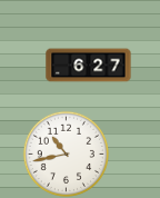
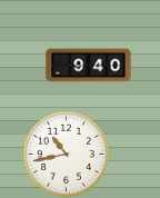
clock at (89, 66): 6:27 -> 9:40
